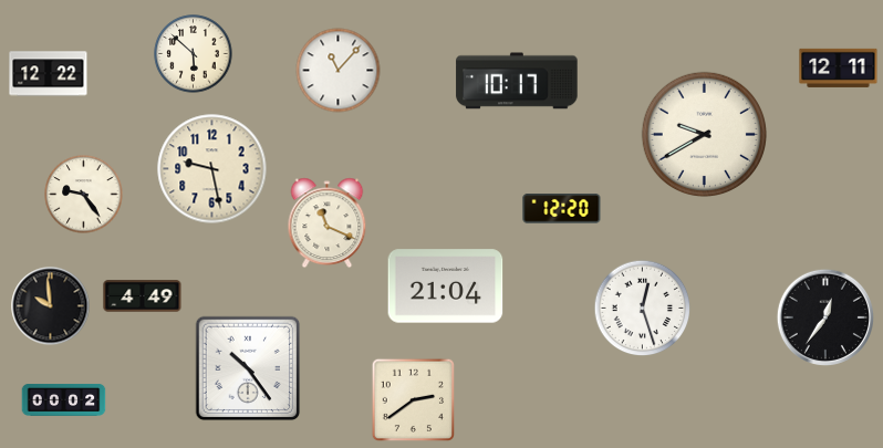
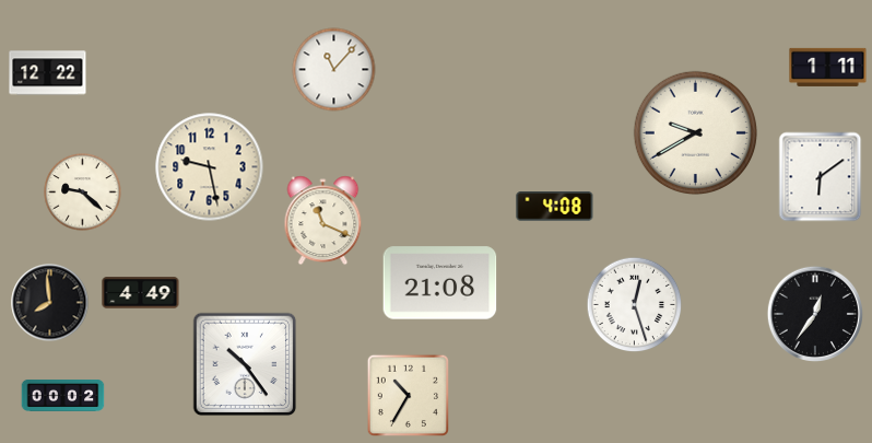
clock at (194, 54): 5:52 -> none
clock at (839, 67): 12:11 -> 1:11
clock at (517, 81): 10:17 -> none
clock at (821, 177): none -> 6:09
clock at (84, 195): 9:24 -> 9:22
clock at (562, 209): 12:20 -> 4:08
clock at (446, 286): 21:04 -> 21:08
clock at (51, 306): 9:59 -> 7:59
clock at (413, 399): 2:39 -> 10:35
